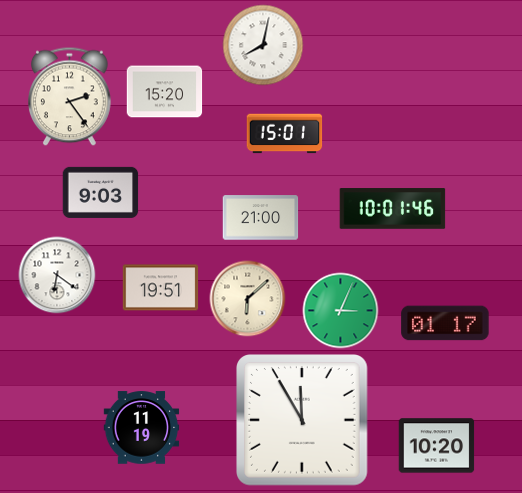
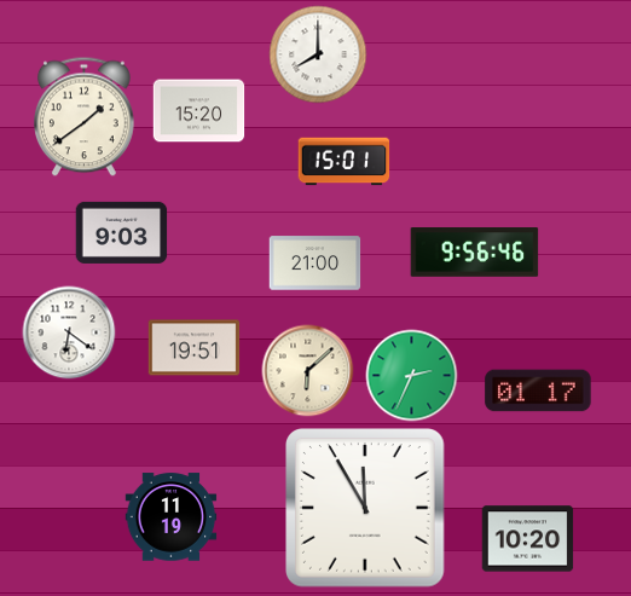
clock at (263, 45): 8:02 -> 8:00
clock at (70, 97): 2:24 -> 1:39
clock at (393, 209): 10:01 -> 9:56
clock at (248, 299) position: (248, 299) -> (308, 371)
clock at (341, 311): 3:04 -> 2:34
